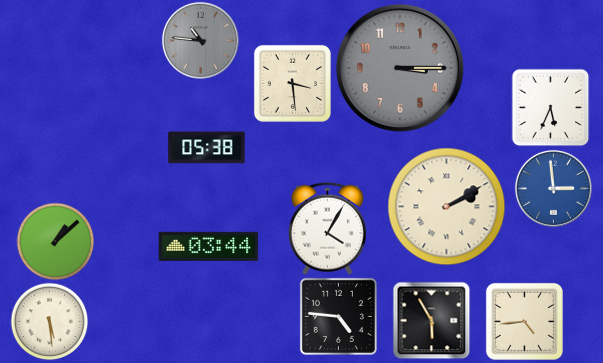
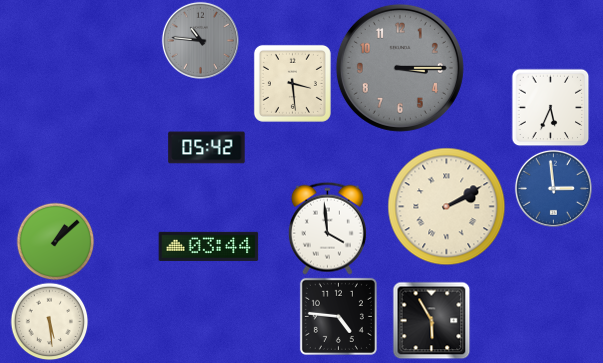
clock at (207, 148): 05:38 -> 05:42
clock at (327, 228): 4:05 -> 3:59
clock at (524, 321): 4:44 -> none
